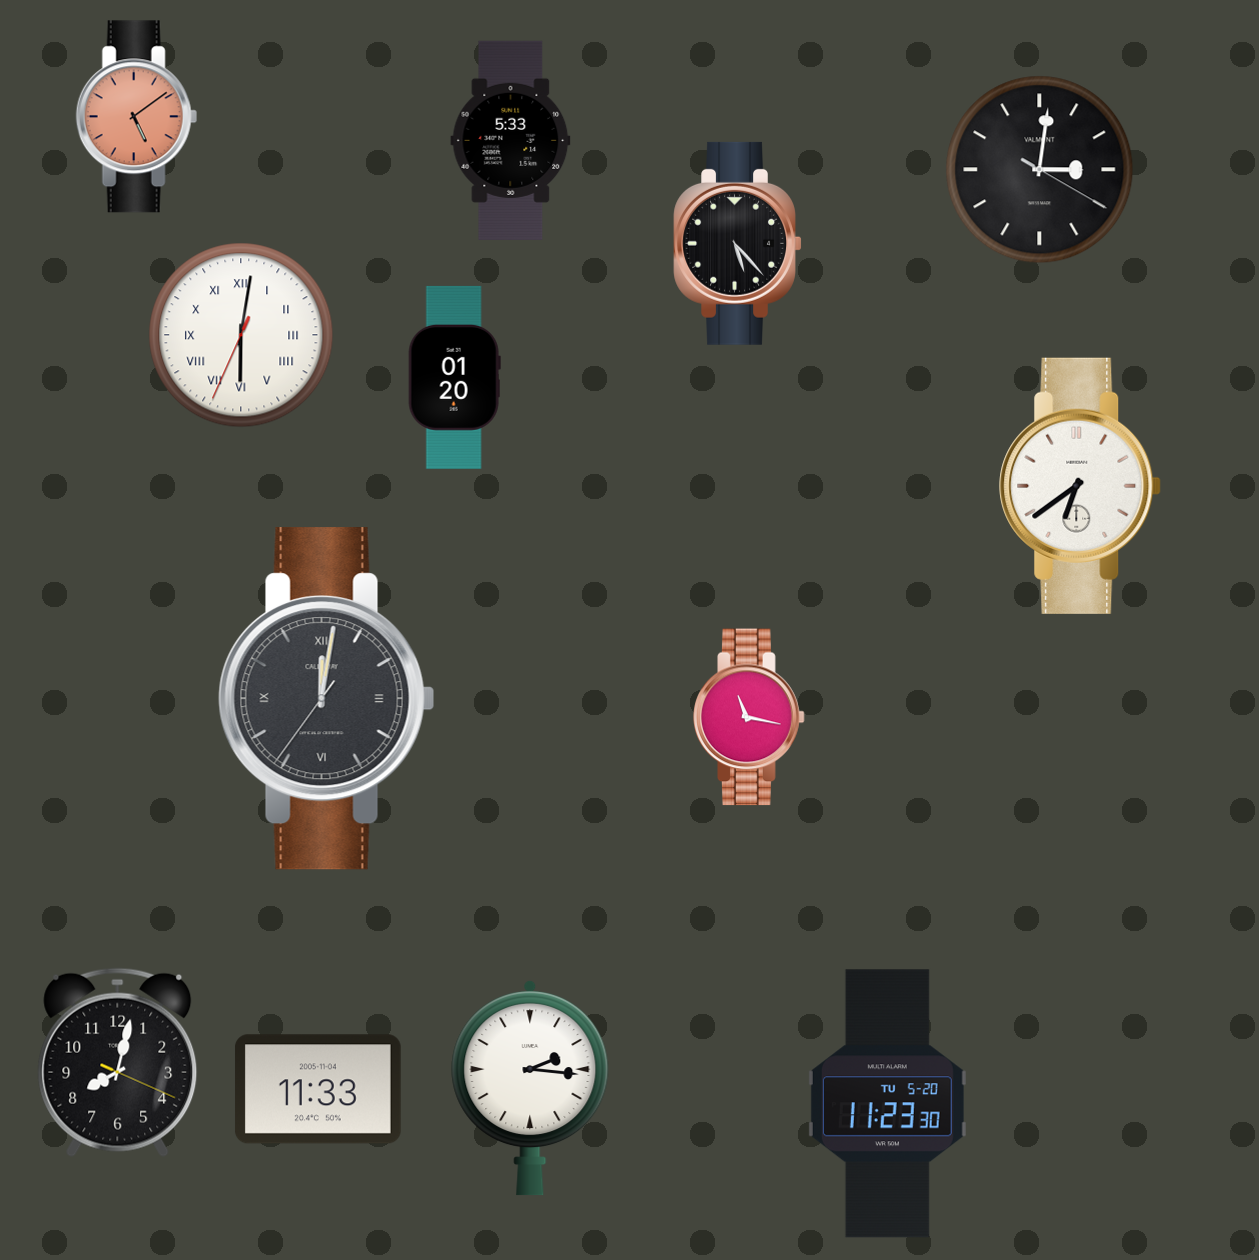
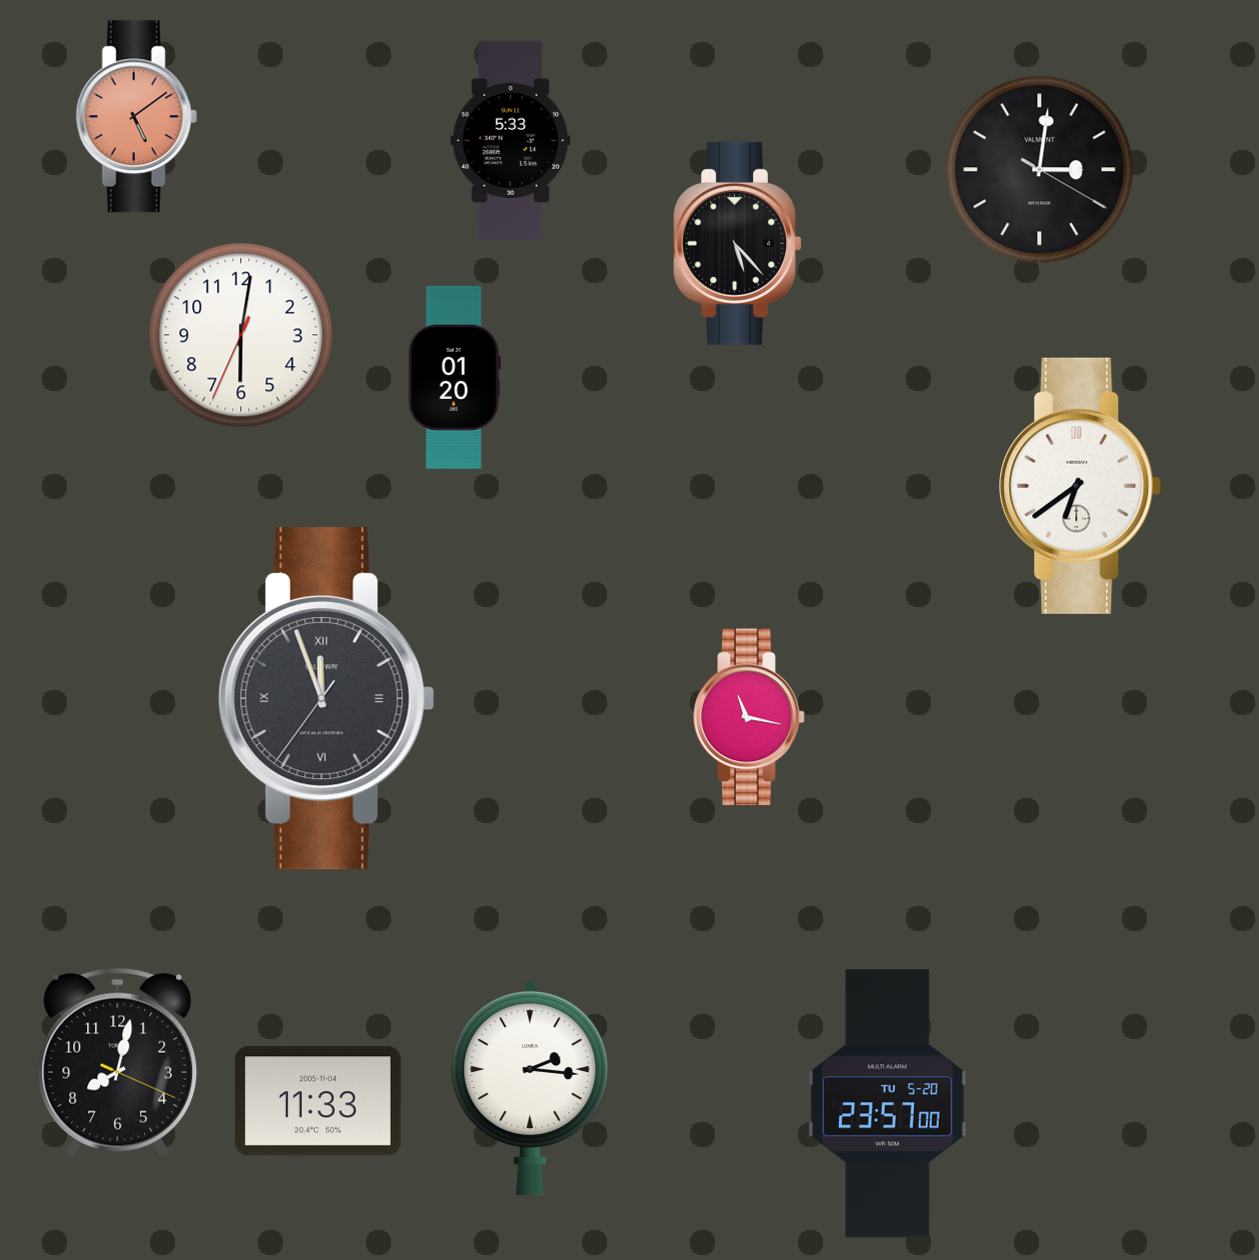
clock at (241, 335) numerals: Roman -> Arabic
clock at (327, 699): 12:01 -> 11:56
clock at (318, 1089) position: (318, 1089) -> (318, 1101)
clock at (887, 1104): 11:23 -> 23:57
